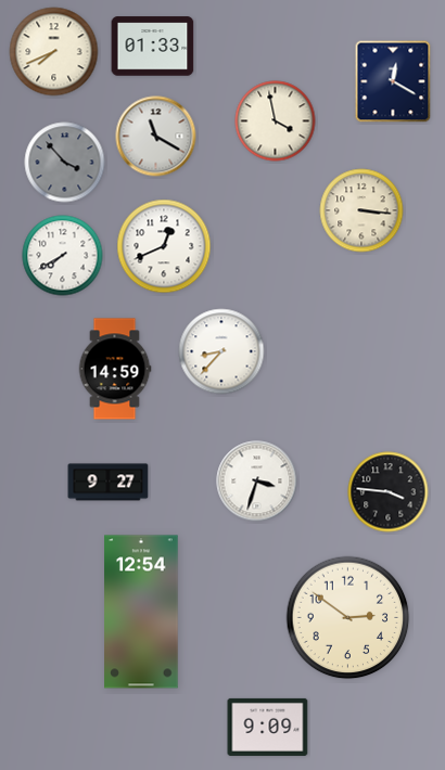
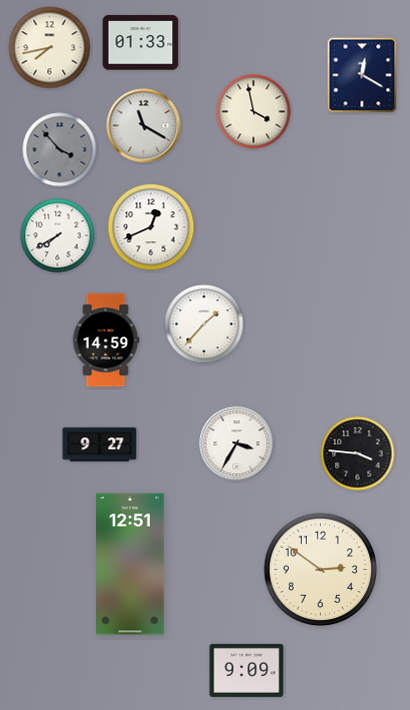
clock at (54, 52): 7:41 -> 7:43
clock at (361, 210): 3:16 -> none
clock at (221, 351): 8:37 -> 1:37
clock at (257, 482): 3:33 -> 3:35
clock at (141, 612): 12:54 -> 12:51
